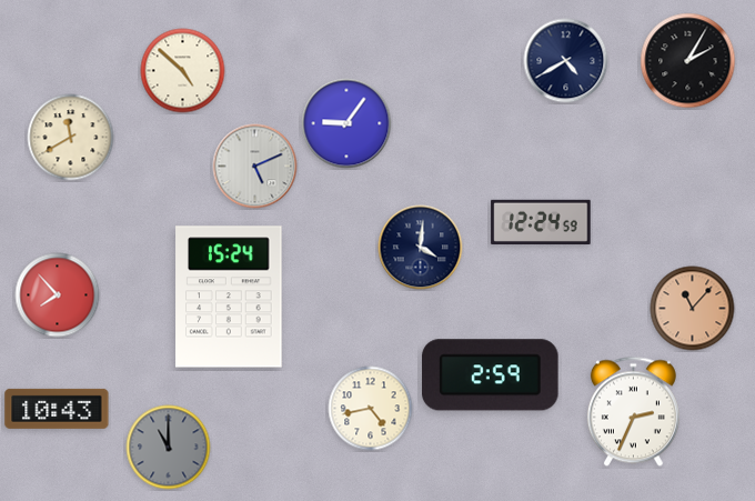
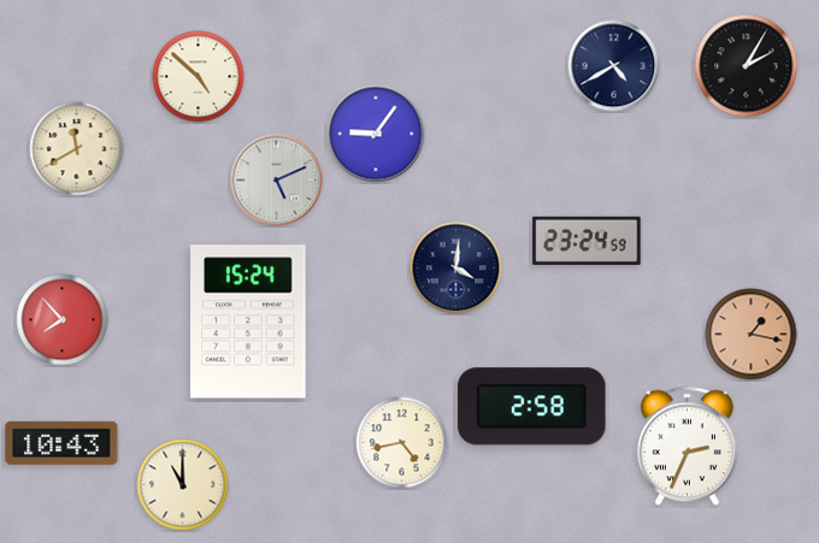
clock at (541, 222): 12:24 -> 23:24
clock at (693, 309): 11:07 -> 1:17
clock at (491, 375): 2:59 -> 2:58
clock at (169, 448) dial: grey -> cream
